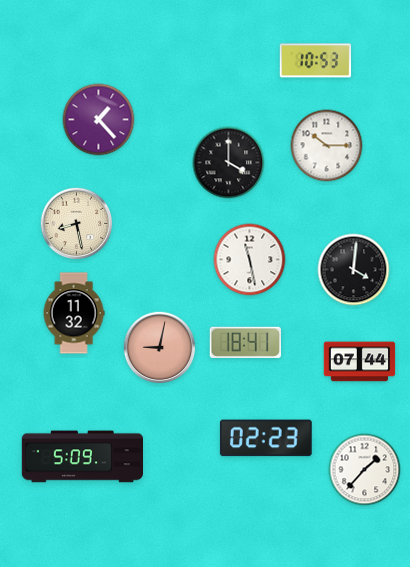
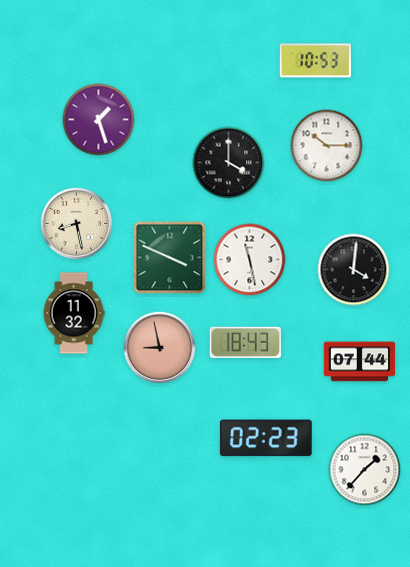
clock at (99, 120): 1:23 -> 1:27
clock at (170, 258): none -> 3:49
clock at (245, 342): 18:41 -> 18:43
clock at (160, 348): 9:02 -> 8:58
clock at (82, 457): 5:09 -> none
